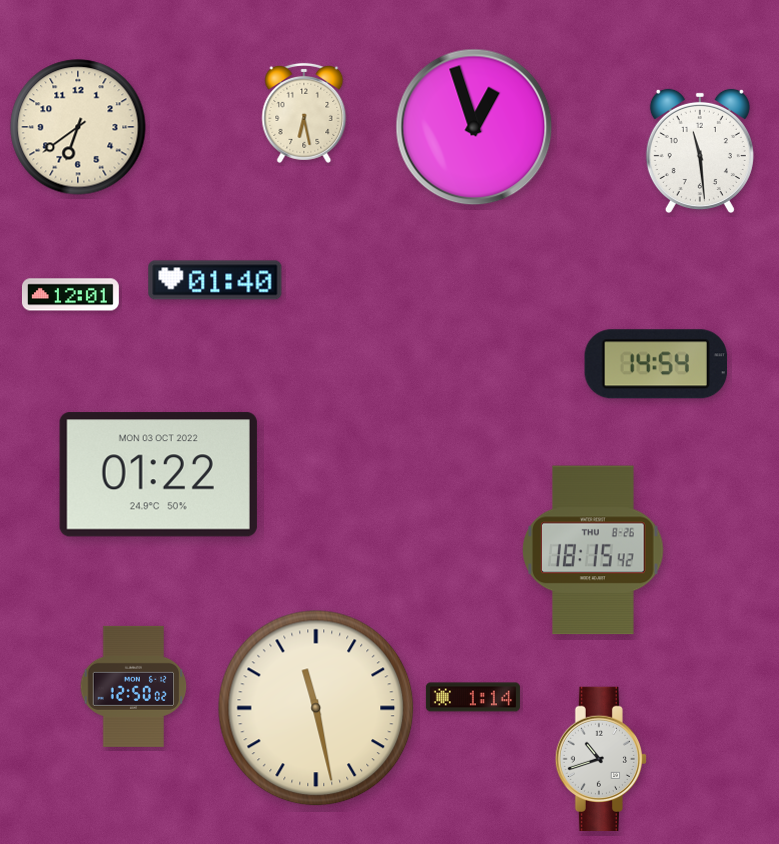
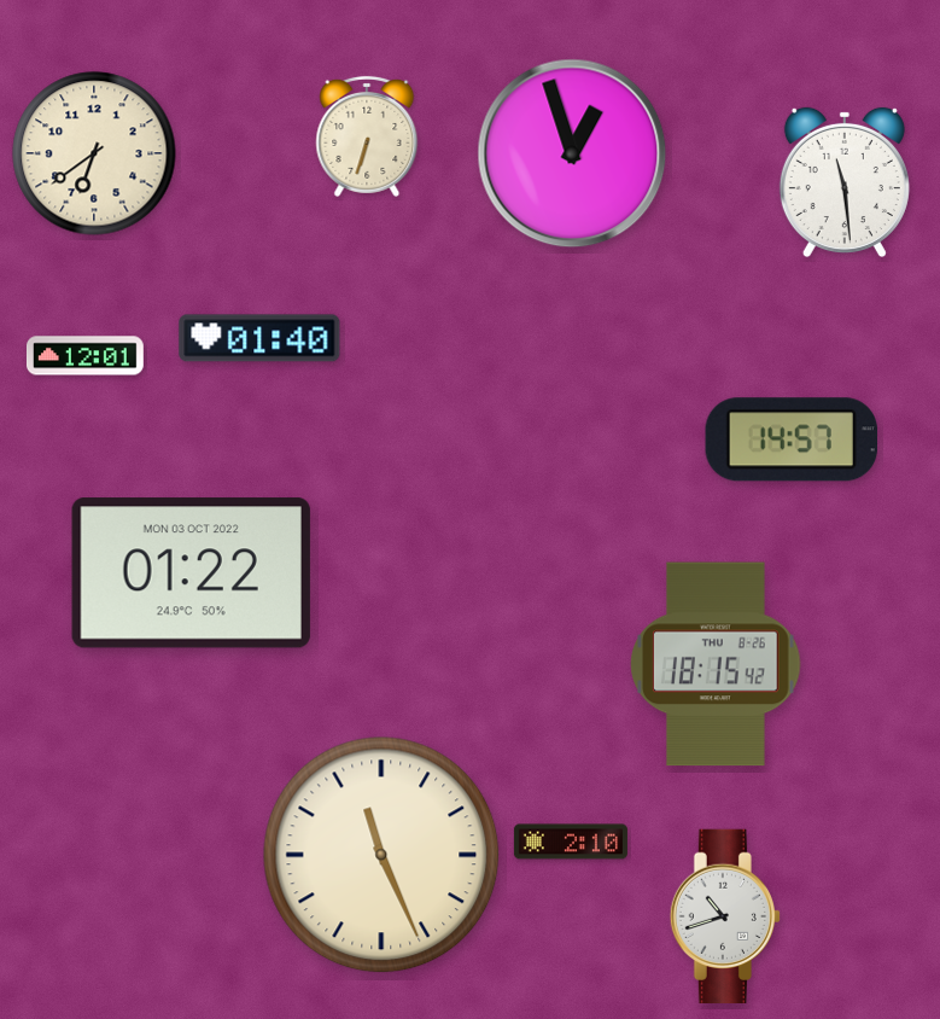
clock at (304, 113): 6:28 -> 6:33
clock at (655, 364): 14:54 -> 14:57
clock at (134, 686): 12:50 -> none
clock at (473, 697): 1:14 -> 2:10
clock at (316, 708): 11:28 -> 11:26
